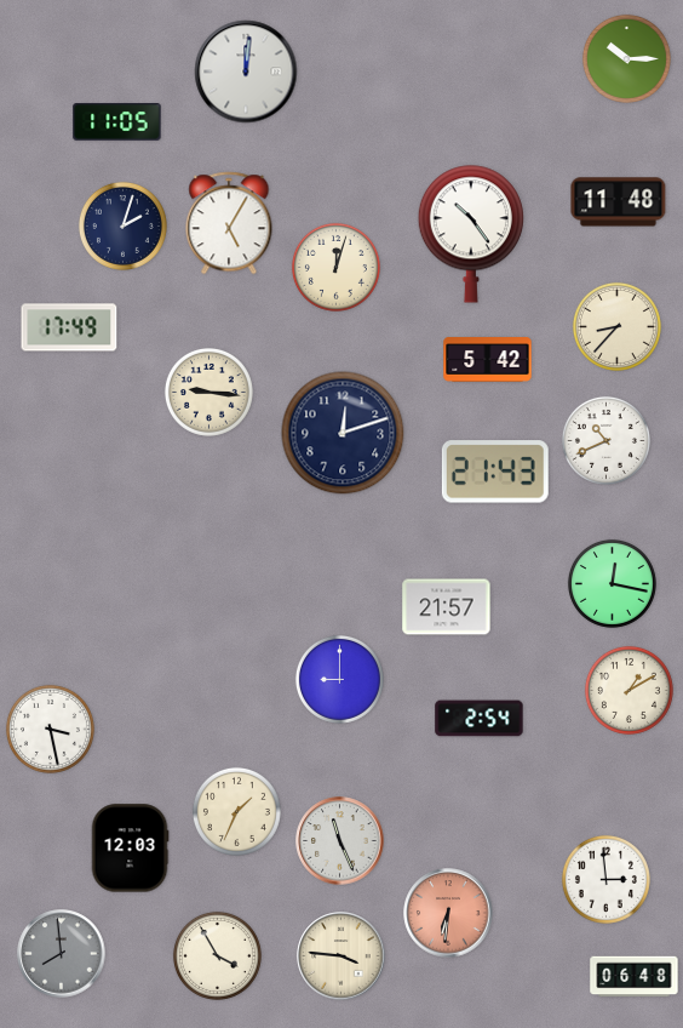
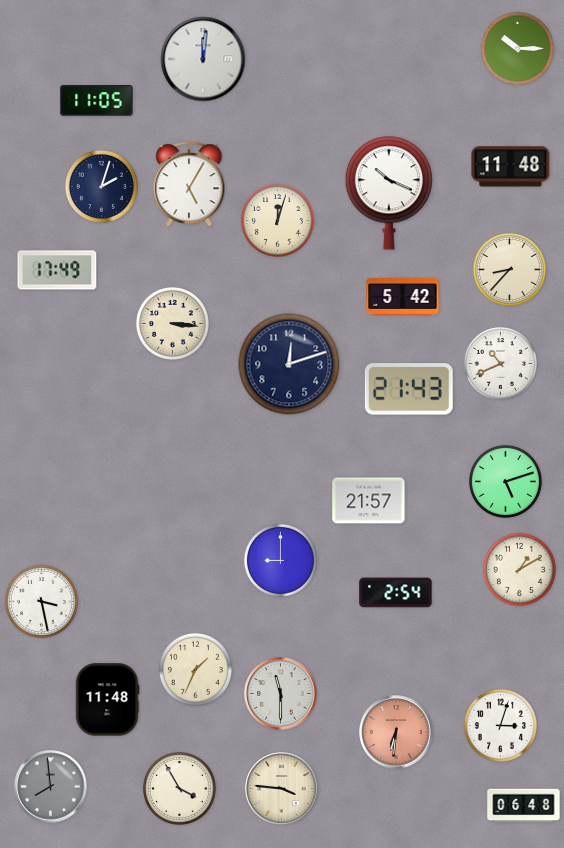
clock at (471, 234): 10:24 -> 10:19
clock at (208, 392): 9:16 -> 3:16
clock at (343, 433) position: (343, 433) -> (289, 364)
clock at (612, 583): 12:17 -> 5:12
clock at (340, 841): 11:26 -> 11:30
clock at (130, 849): 12:03 -> 11:48
clock at (605, 879): 2:59 -> 3:03
clock at (448, 913) position: (448, 913) -> (396, 732)
